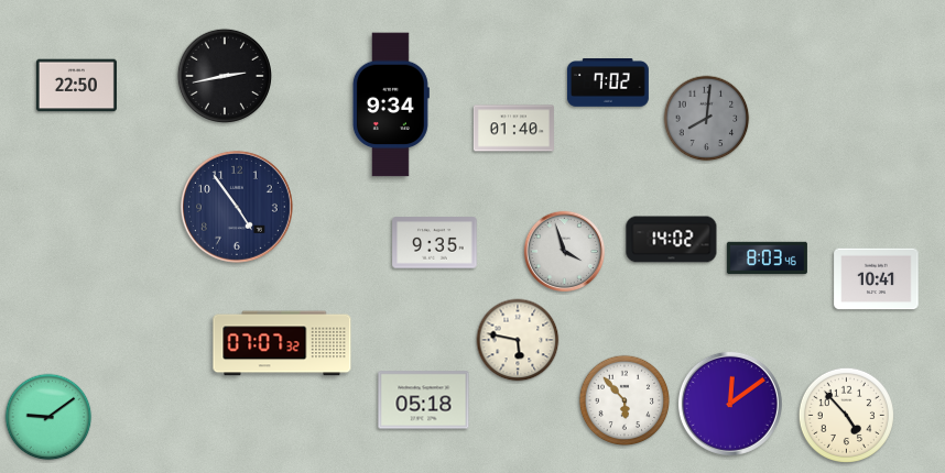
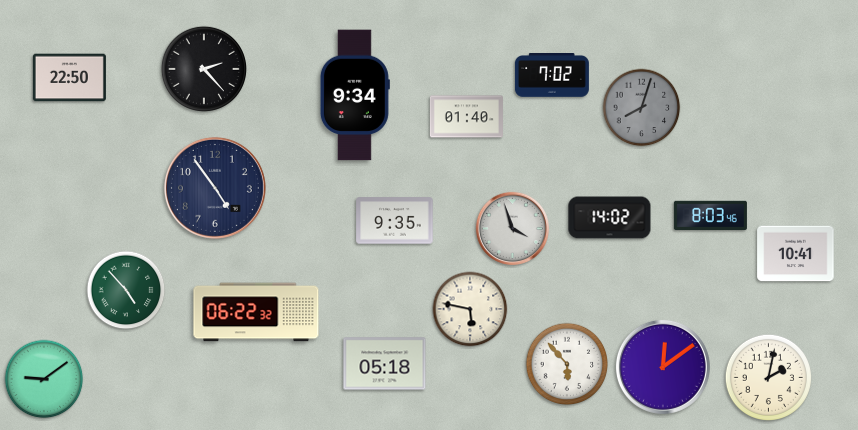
clock at (225, 76): 2:43 -> 2:23
clock at (707, 119): 8:01 -> 8:03
clock at (767, 258) position: (767, 258) -> (710, 216)
clock at (126, 290): none -> 4:53
clock at (282, 343): 07:07 -> 06:22
clock at (846, 415): 4:53 -> 2:02
